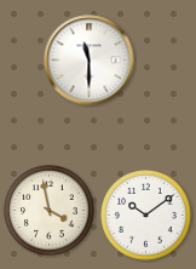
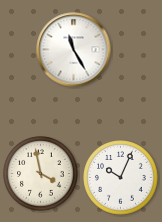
clock at (90, 61): 11:30 -> 11:25
clock at (146, 216): 10:09 -> 10:04
